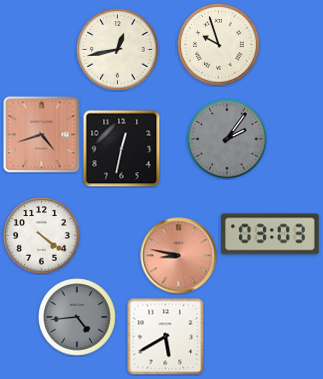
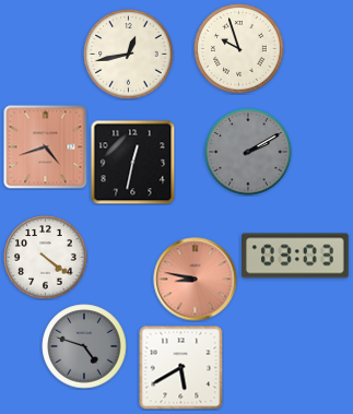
clock at (227, 139): 2:06 -> 2:10
clock at (77, 317): 4:44 -> 4:48
